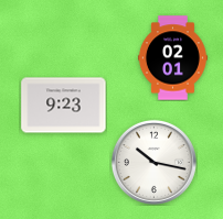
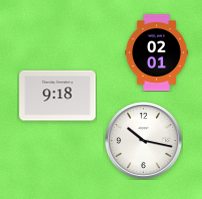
clock at (64, 106): 9:23 -> 9:18
clock at (153, 162) position: (153, 162) -> (143, 140)
